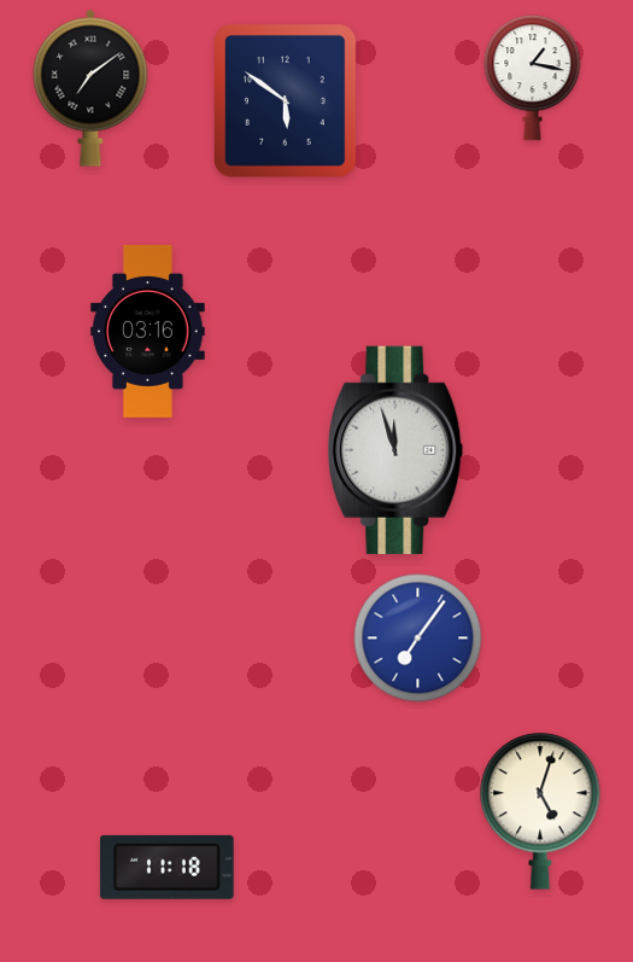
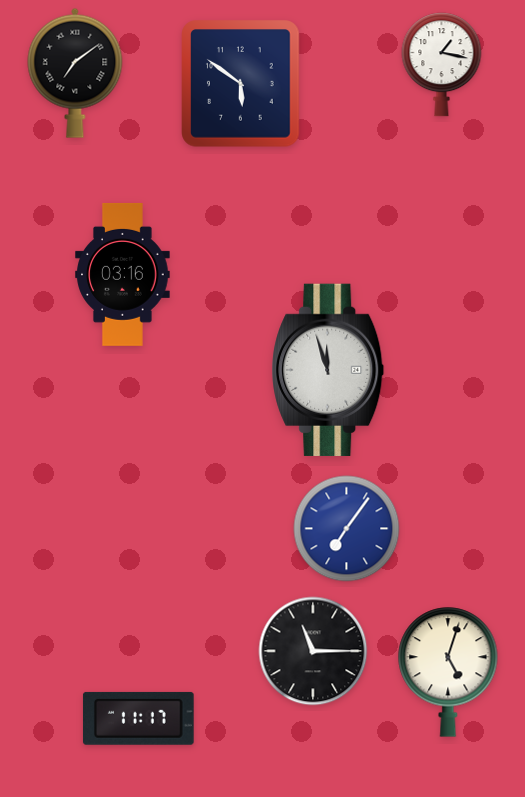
clock at (286, 101) position: (286, 101) -> (241, 84)
clock at (395, 450) position: (395, 450) -> (328, 370)
clock at (313, 651): none -> 11:15
clock at (166, 867): 11:18 -> 11:17
